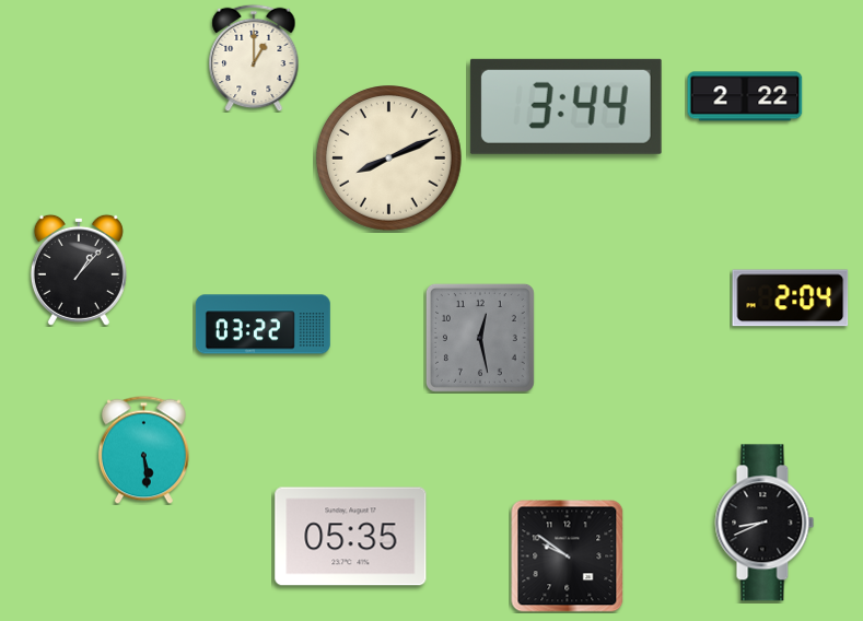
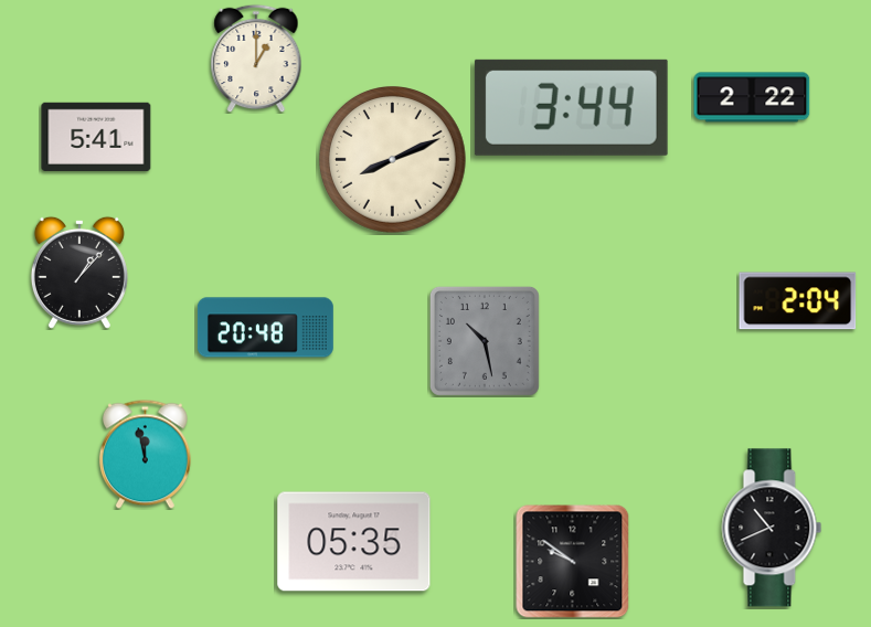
clock at (96, 137): none -> 5:41
clock at (263, 325): 03:22 -> 20:48
clock at (480, 338): 12:28 -> 10:28
clock at (143, 449): 5:29 -> 11:58
clock at (765, 523): 8:41 -> 10:41
